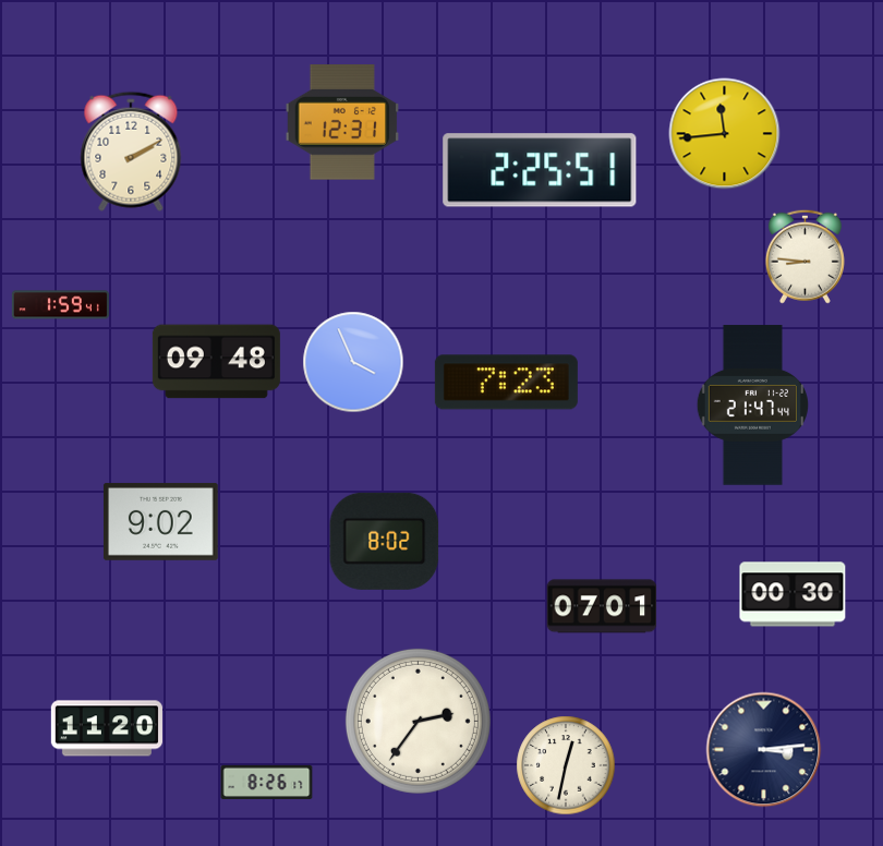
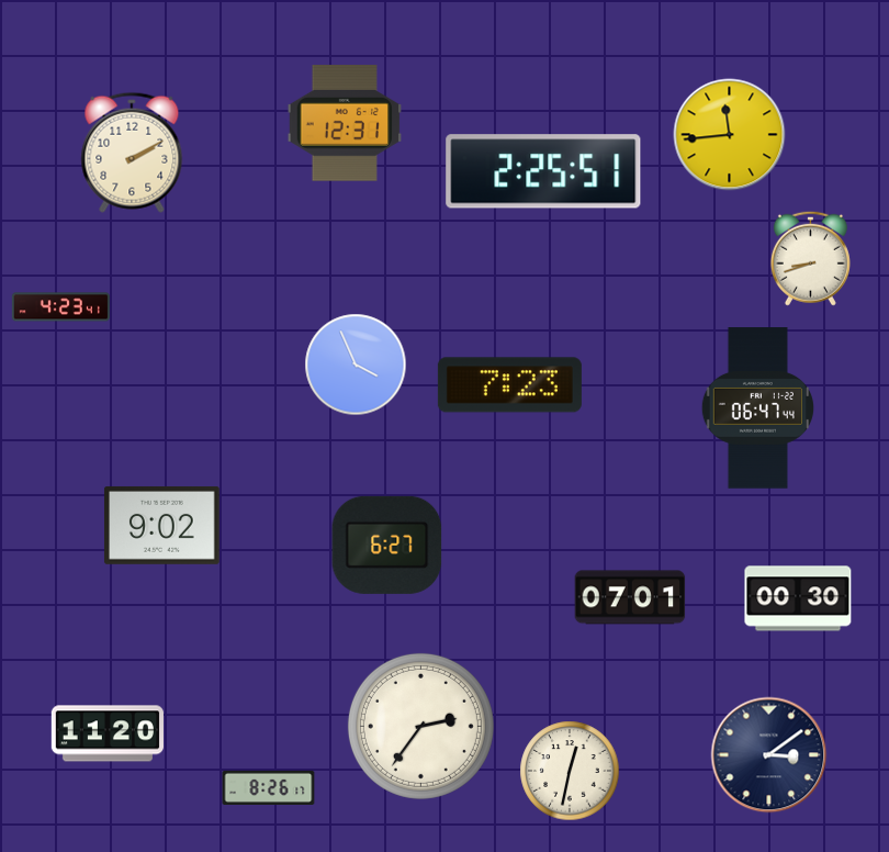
clock at (805, 256): 8:46 -> 8:42
clock at (60, 305): 1:59 -> 4:23
clock at (216, 362): 09:48 -> none
clock at (752, 406): 21:47 -> 06:47
clock at (385, 541): 8:02 -> 6:27
clock at (602, 606) position: (602, 606) -> (630, 597)
clock at (764, 750): 3:14 -> 3:09
